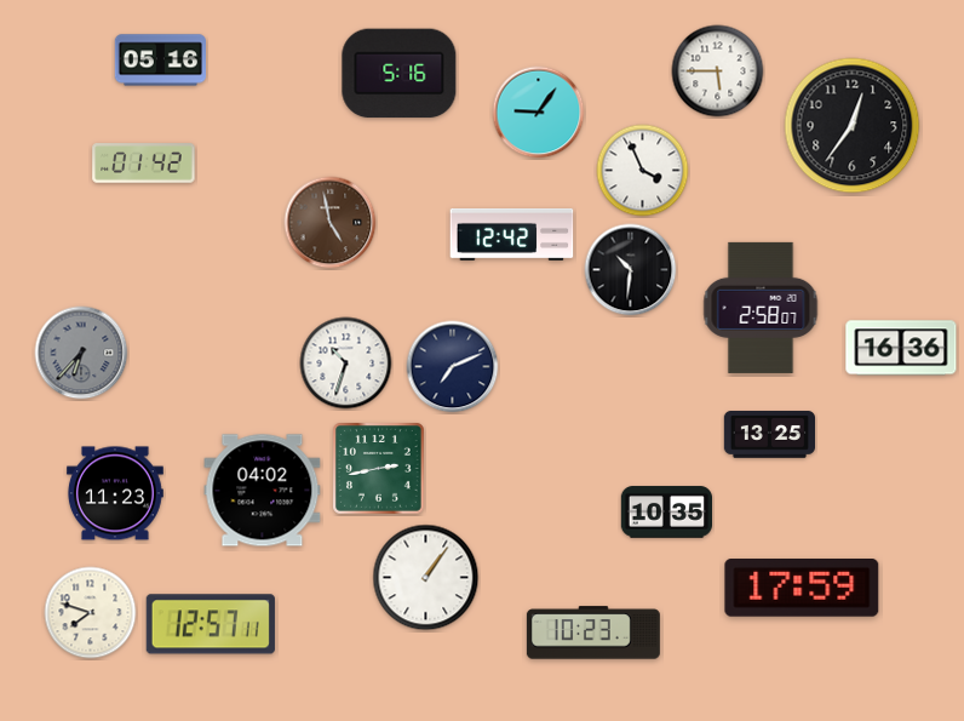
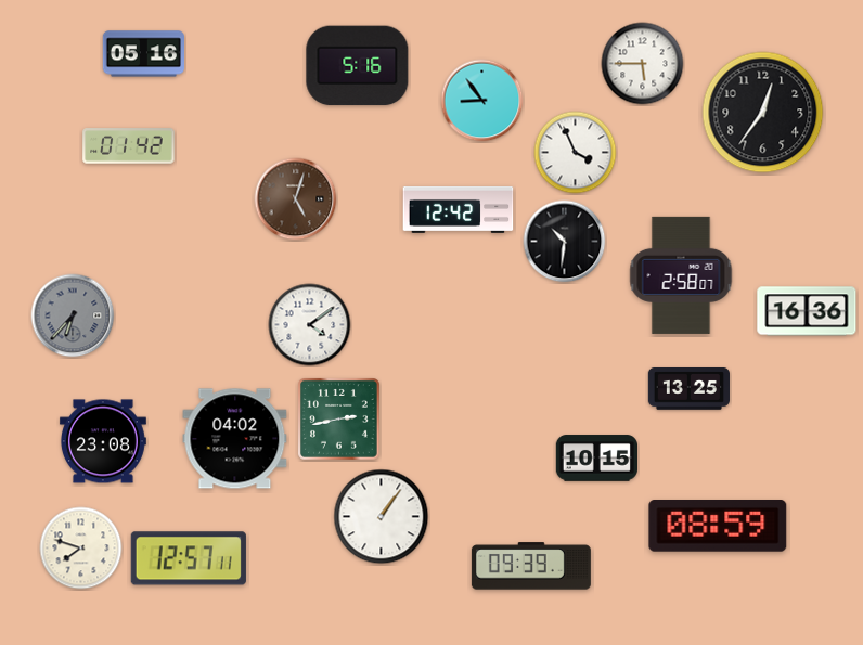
clock at (539, 113): 9:06 -> 8:54
clock at (331, 223): 4:58 -> 5:03
clock at (346, 364): 10:33 -> 4:09
clock at (453, 367): 7:11 -> none
clock at (115, 493): 11:23 -> 23:08
clock at (666, 513): 10:35 -> 10:15
clock at (802, 589): 17:59 -> 08:59
clock at (593, 633): 10:23 -> 09:39
